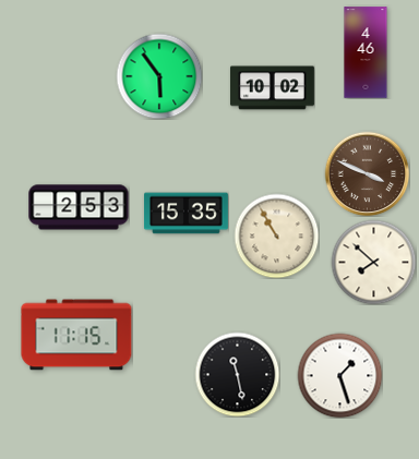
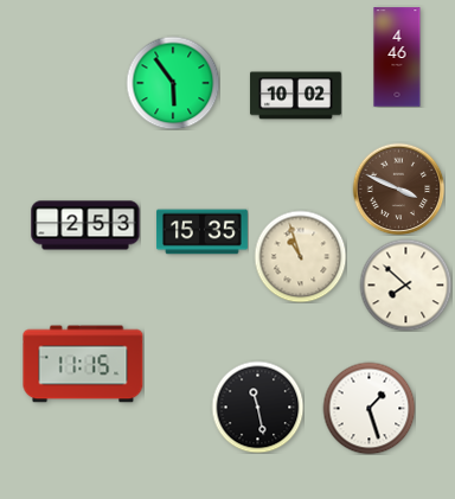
clock at (276, 235): 10:55 -> 10:57
